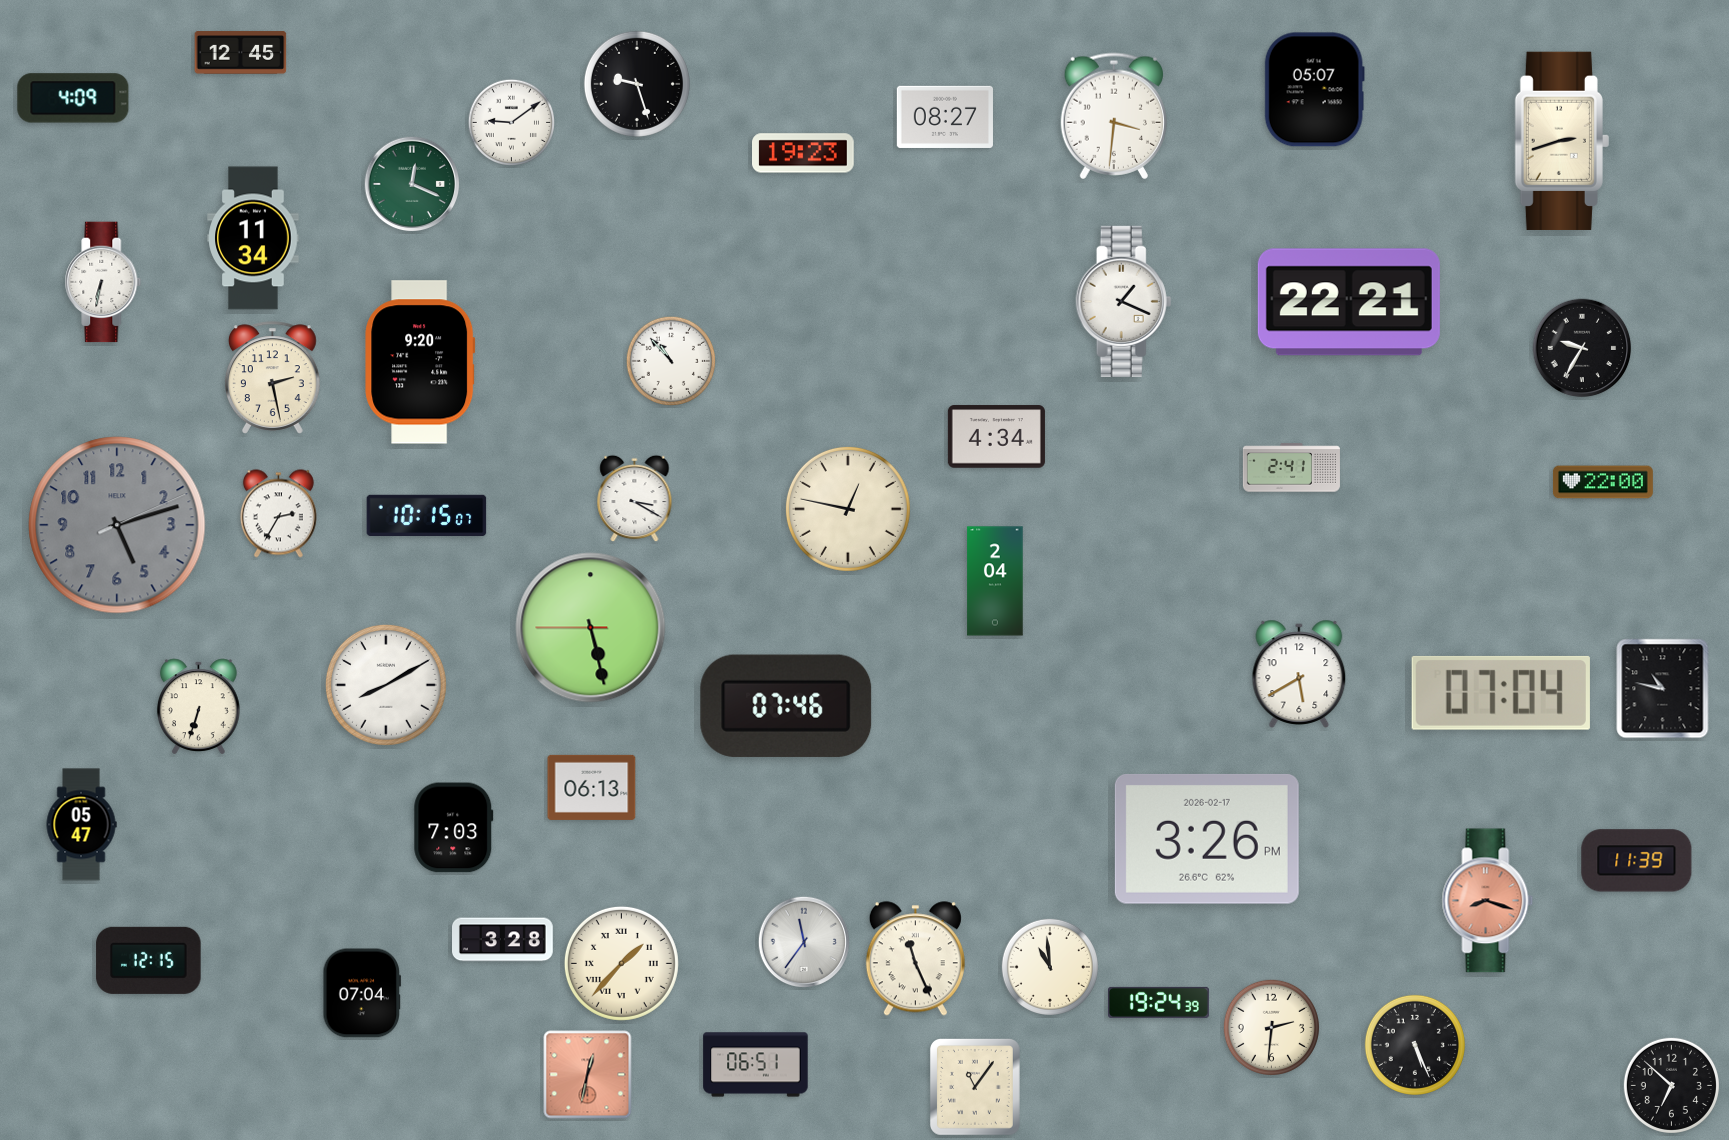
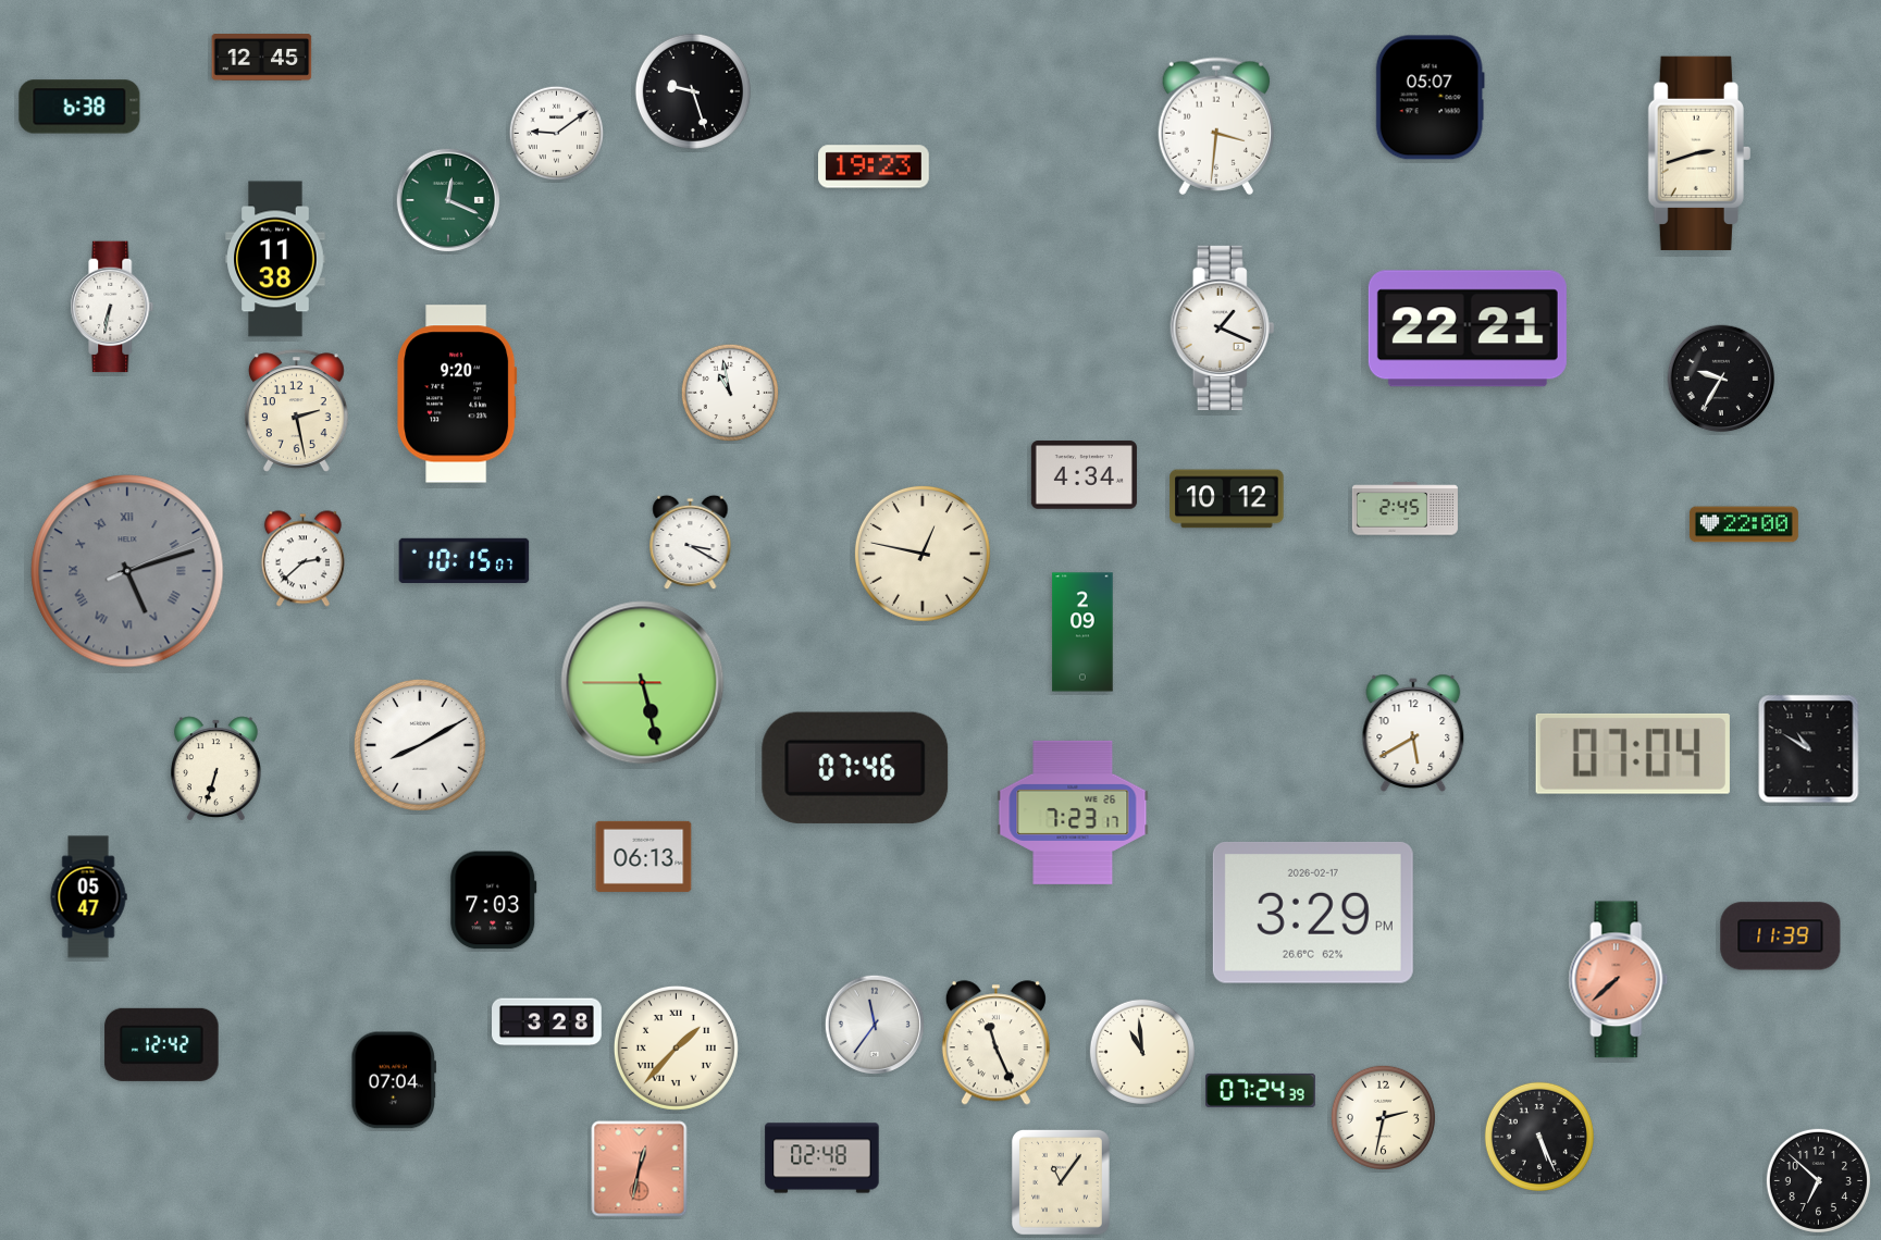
clock at (73, 98): 4:09 -> 6:38
clock at (1113, 116) position: (1113, 116) -> (1215, 126)
clock at (945, 117): 08:27 -> none
clock at (253, 238): 11:34 -> 11:38
clock at (670, 360): 10:53 -> 10:58
clock at (1227, 499): none -> 10:12
clock at (1291, 468): 2:41 -> 2:45
clock at (278, 514): 2:35 -> 2:38
clock at (117, 525) numerals: Arabic -> Roman
clock at (995, 581): 2:04 -> 2:09
clock at (1663, 689): 10:47 -> 10:50
clock at (1073, 813): none -> 7:23
clock at (1207, 839): 3:26 -> 3:29
clock at (1488, 901): 8:18 -> 7:38
clock at (149, 960): 12:15 -> 12:42
clock at (1159, 1002): 19:24 -> 07:24
clock at (1271, 1027): 2:31 -> 2:32
clock at (756, 1065): 06:51 -> 02:48
